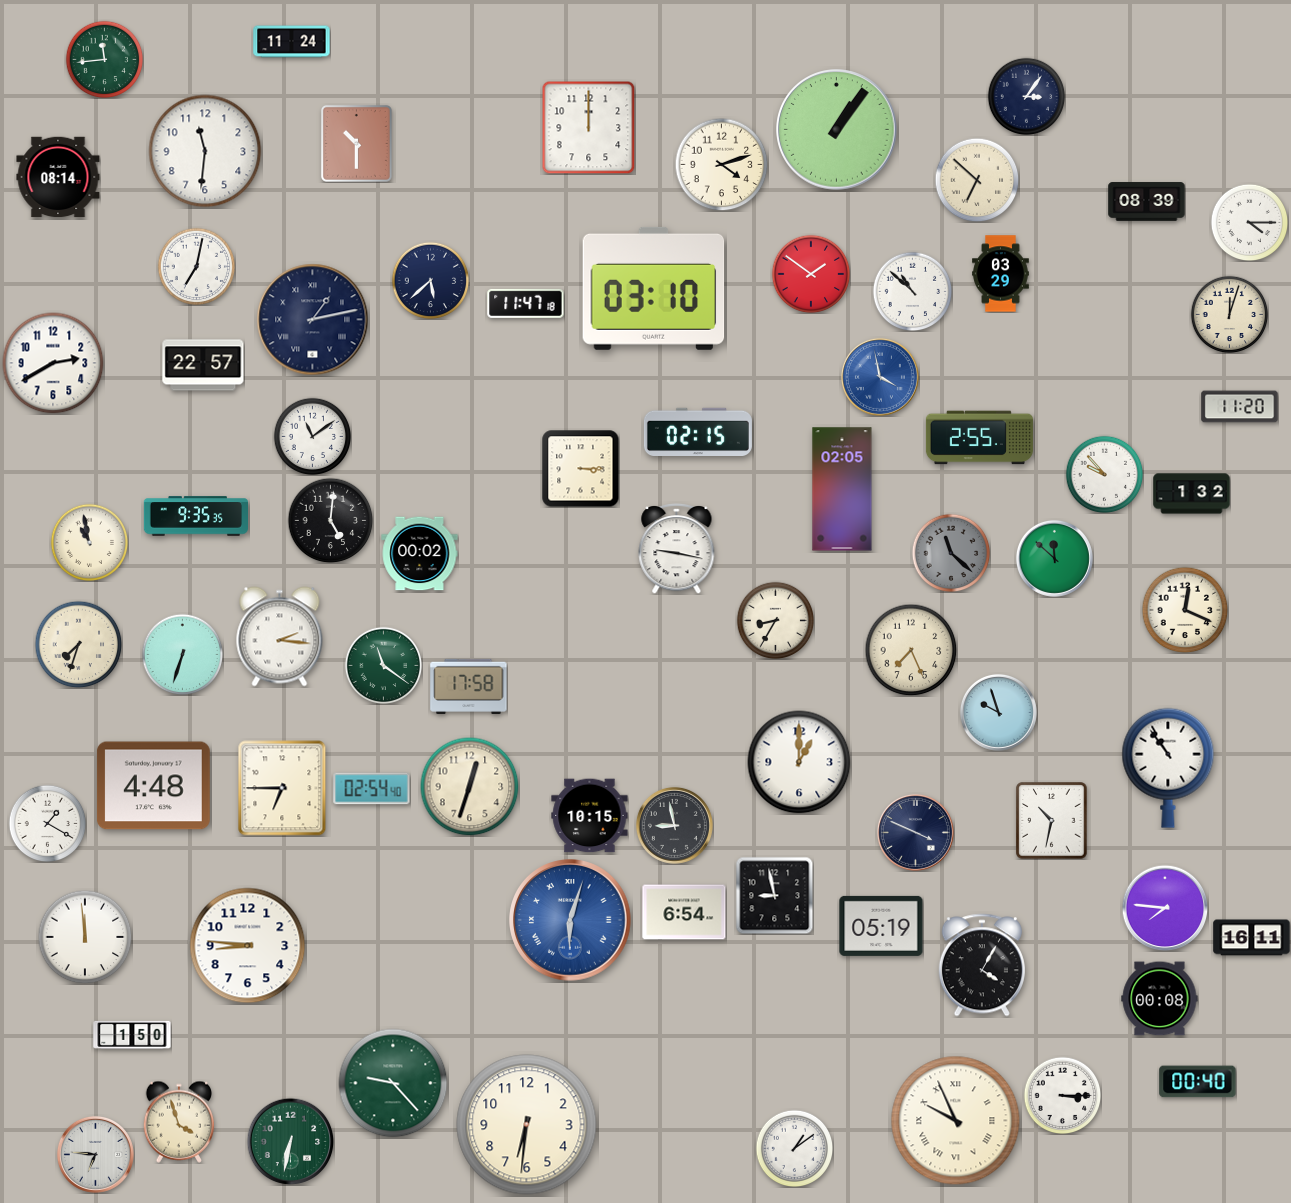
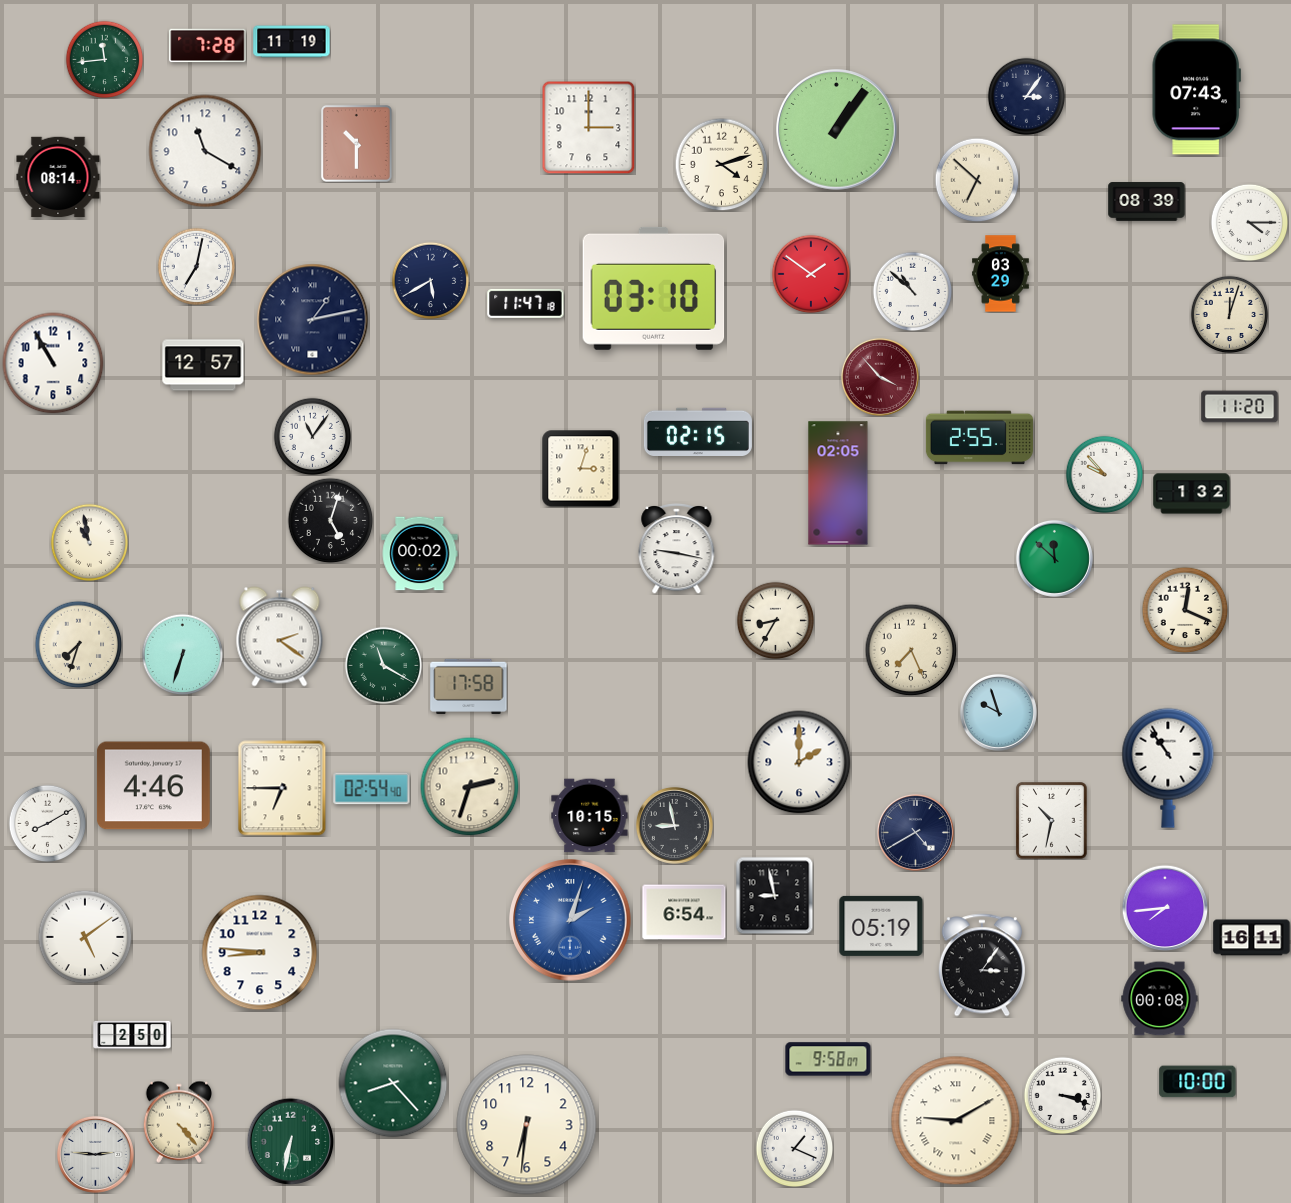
clock at (292, 42): 11:24 -> 11:19
clock at (208, 46): none -> 7:28
clock at (1196, 90): none -> 07:43
clock at (588, 127): 12:00 -> 3:00
clock at (205, 151): 11:31 -> 11:20
clock at (430, 280): 5:38 -> 5:40
clock at (53, 363): 2:40 -> 10:55
clock at (203, 365): 22:57 -> 12:57
clock at (880, 377): 3:58 -> 3:53
clock at (880, 377) dial: blue -> burgundy
clock at (312, 436): 11:09 -> 11:06
clock at (580, 468): 3:15 -> 3:03
clock at (842, 489) position: (842, 489) -> (838, 483)
clock at (195, 516): 9:35 -> none
clock at (330, 520): 5:01 -> 5:03
clock at (951, 553): 11:22 -> none
clock at (280, 637): 2:16 -> 2:21
clock at (383, 665): 11:21 -> 11:20
clock at (799, 762): 1:00 -> 2:00
clock at (153, 786): 4:48 -> 4:46
clock at (470, 787): 12:33 -> 2:33
clock at (47, 823): 1:20 -> 8:10
clock at (915, 832): 3:49 -> 4:40
clock at (1165, 908): 7:46 -> 7:44
clock at (570, 920): 6:03 -> 2:03
clock at (85, 937): 11:59 -> 5:09
clock at (248, 946) position: (248, 946) -> (260, 953)
clock at (982, 965): 4:05 -> 3:06
clock at (132, 1035): 1:50 -> 2:50
clock at (828, 1059): none -> 9:58
clock at (1198, 1082): 00:40 -> 10:00
clock at (393, 1083): 9:23 -> 8:23
clock at (1062, 1095): 3:15 -> 3:18
clock at (956, 1121): 9:56 -> 9:10
clock at (179, 1122): 3:57 -> 4:23
clock at (794, 1148): 1:09 -> 1:19
clock at (95, 1154): 6:46 -> 2:46
